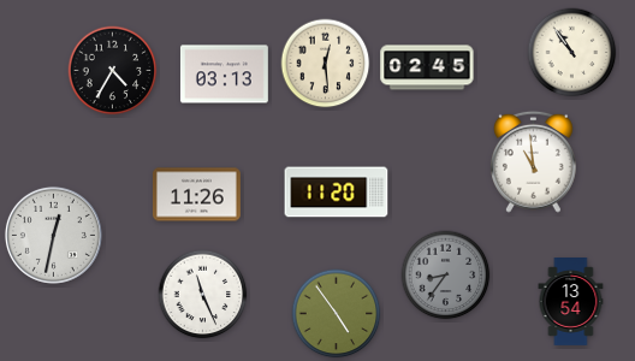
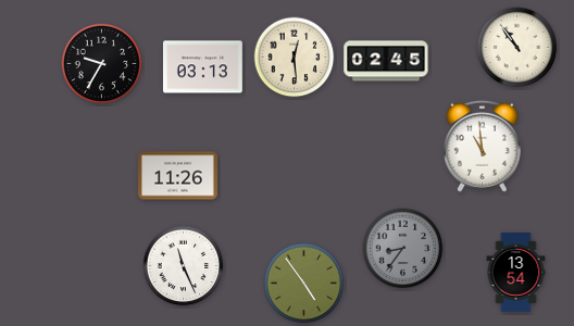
clock at (113, 71): 4:35 -> 9:35
clock at (337, 193): 11:20 -> none
clock at (53, 235): 12:32 -> none
